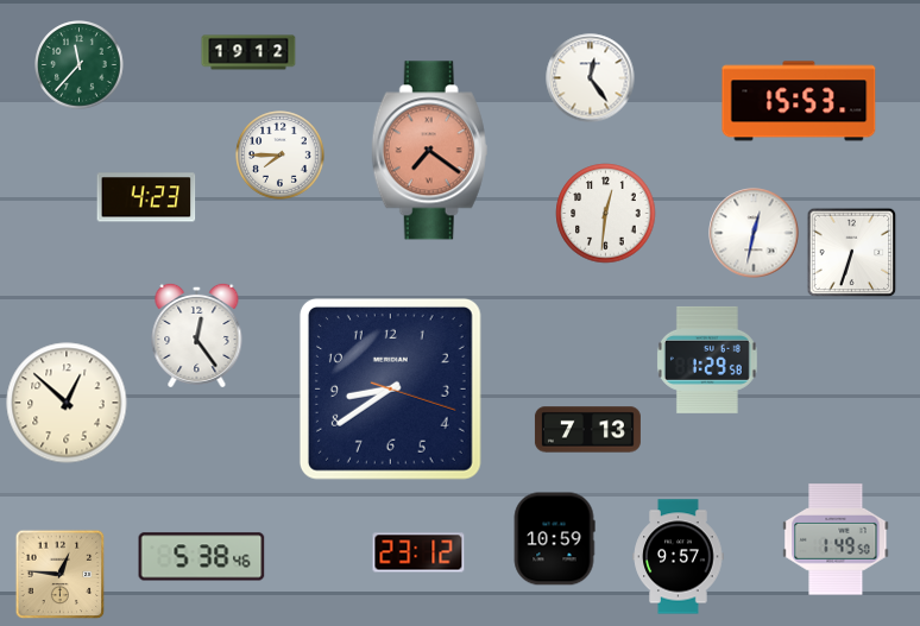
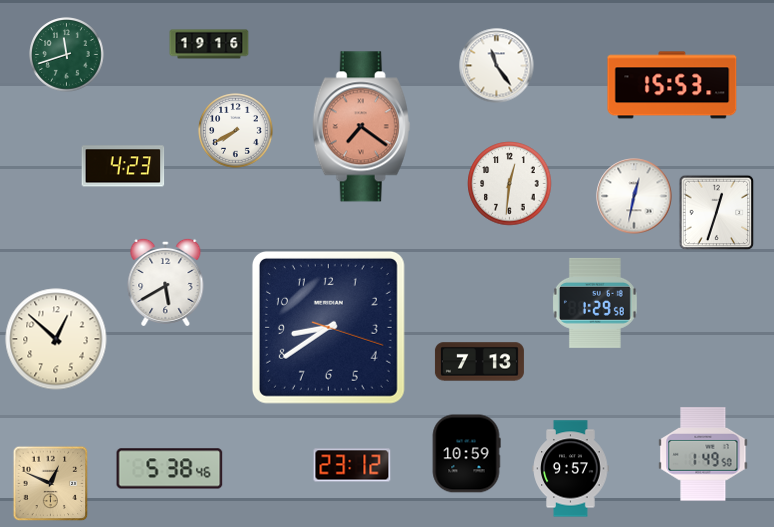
clock at (248, 52): 19:12 -> 19:16
clock at (80, 65): 11:37 -> 11:42
clock at (591, 78): 12:24 -> 11:24
clock at (281, 156): 7:45 -> 7:40
clock at (606, 214) position: (606, 214) -> (510, 184)
clock at (852, 253): 6:33 -> 12:33
clock at (197, 335): 12:24 -> 5:40
clock at (587, 430) position: (587, 430) -> (479, 362)
clock at (61, 575): 12:46 -> 12:49
